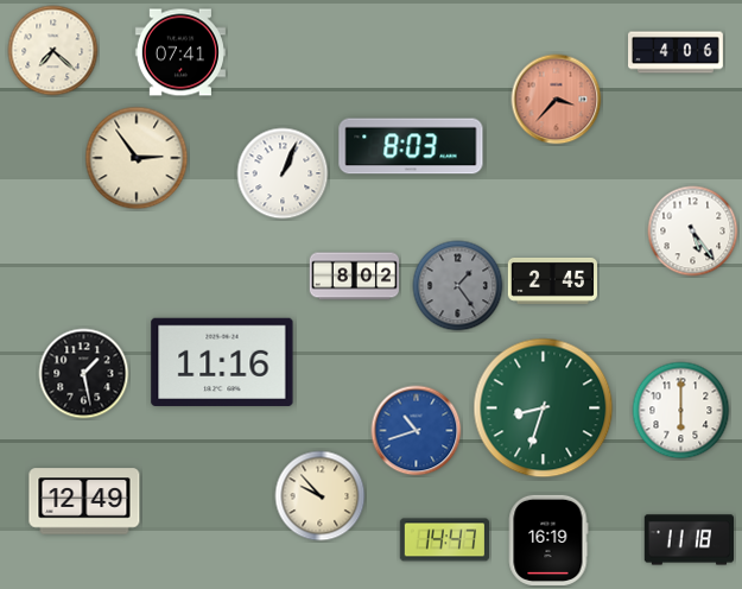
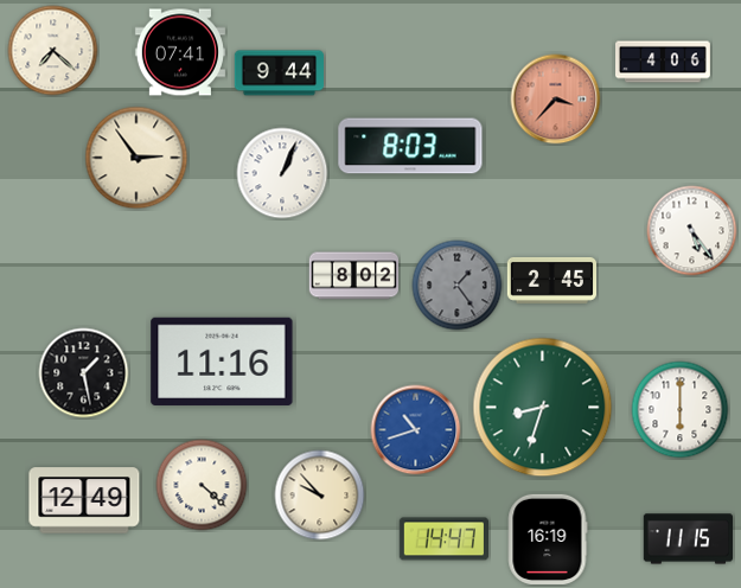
clock at (677, 52) position: (677, 52) -> (664, 62)
clock at (279, 73): none -> 9:44
clock at (202, 485): none -> 4:22
clock at (689, 540): 11:18 -> 11:15
